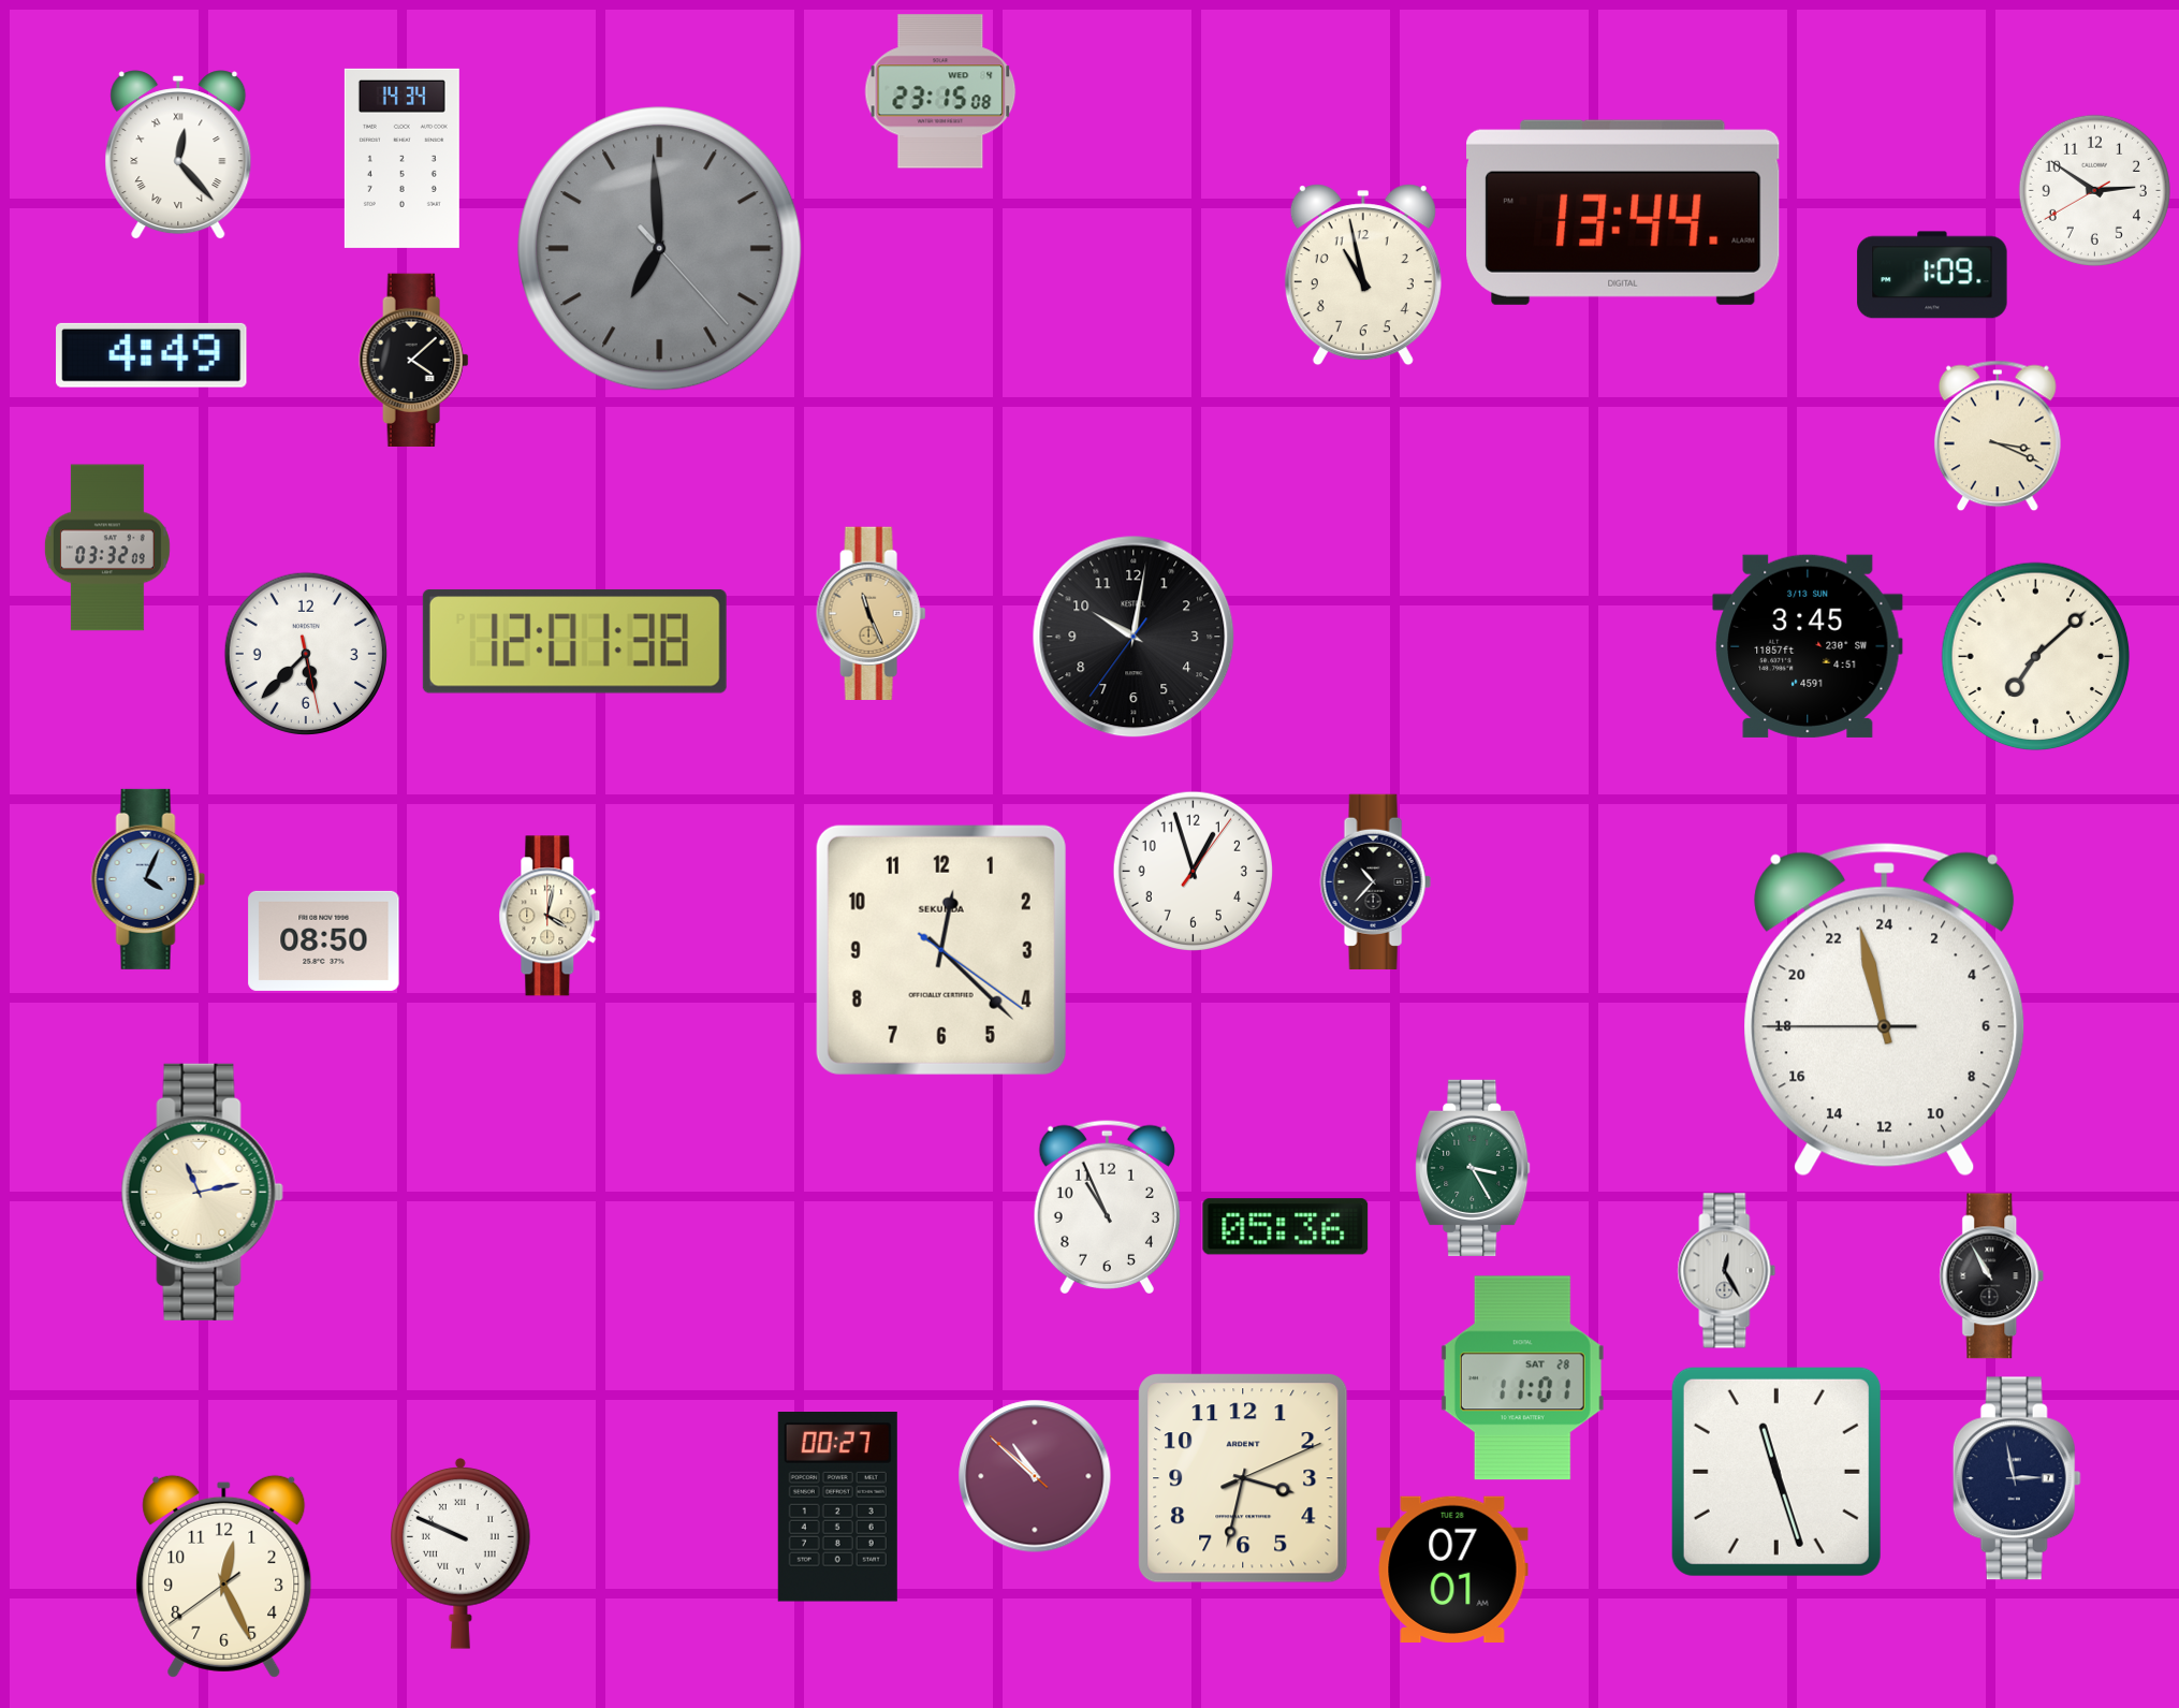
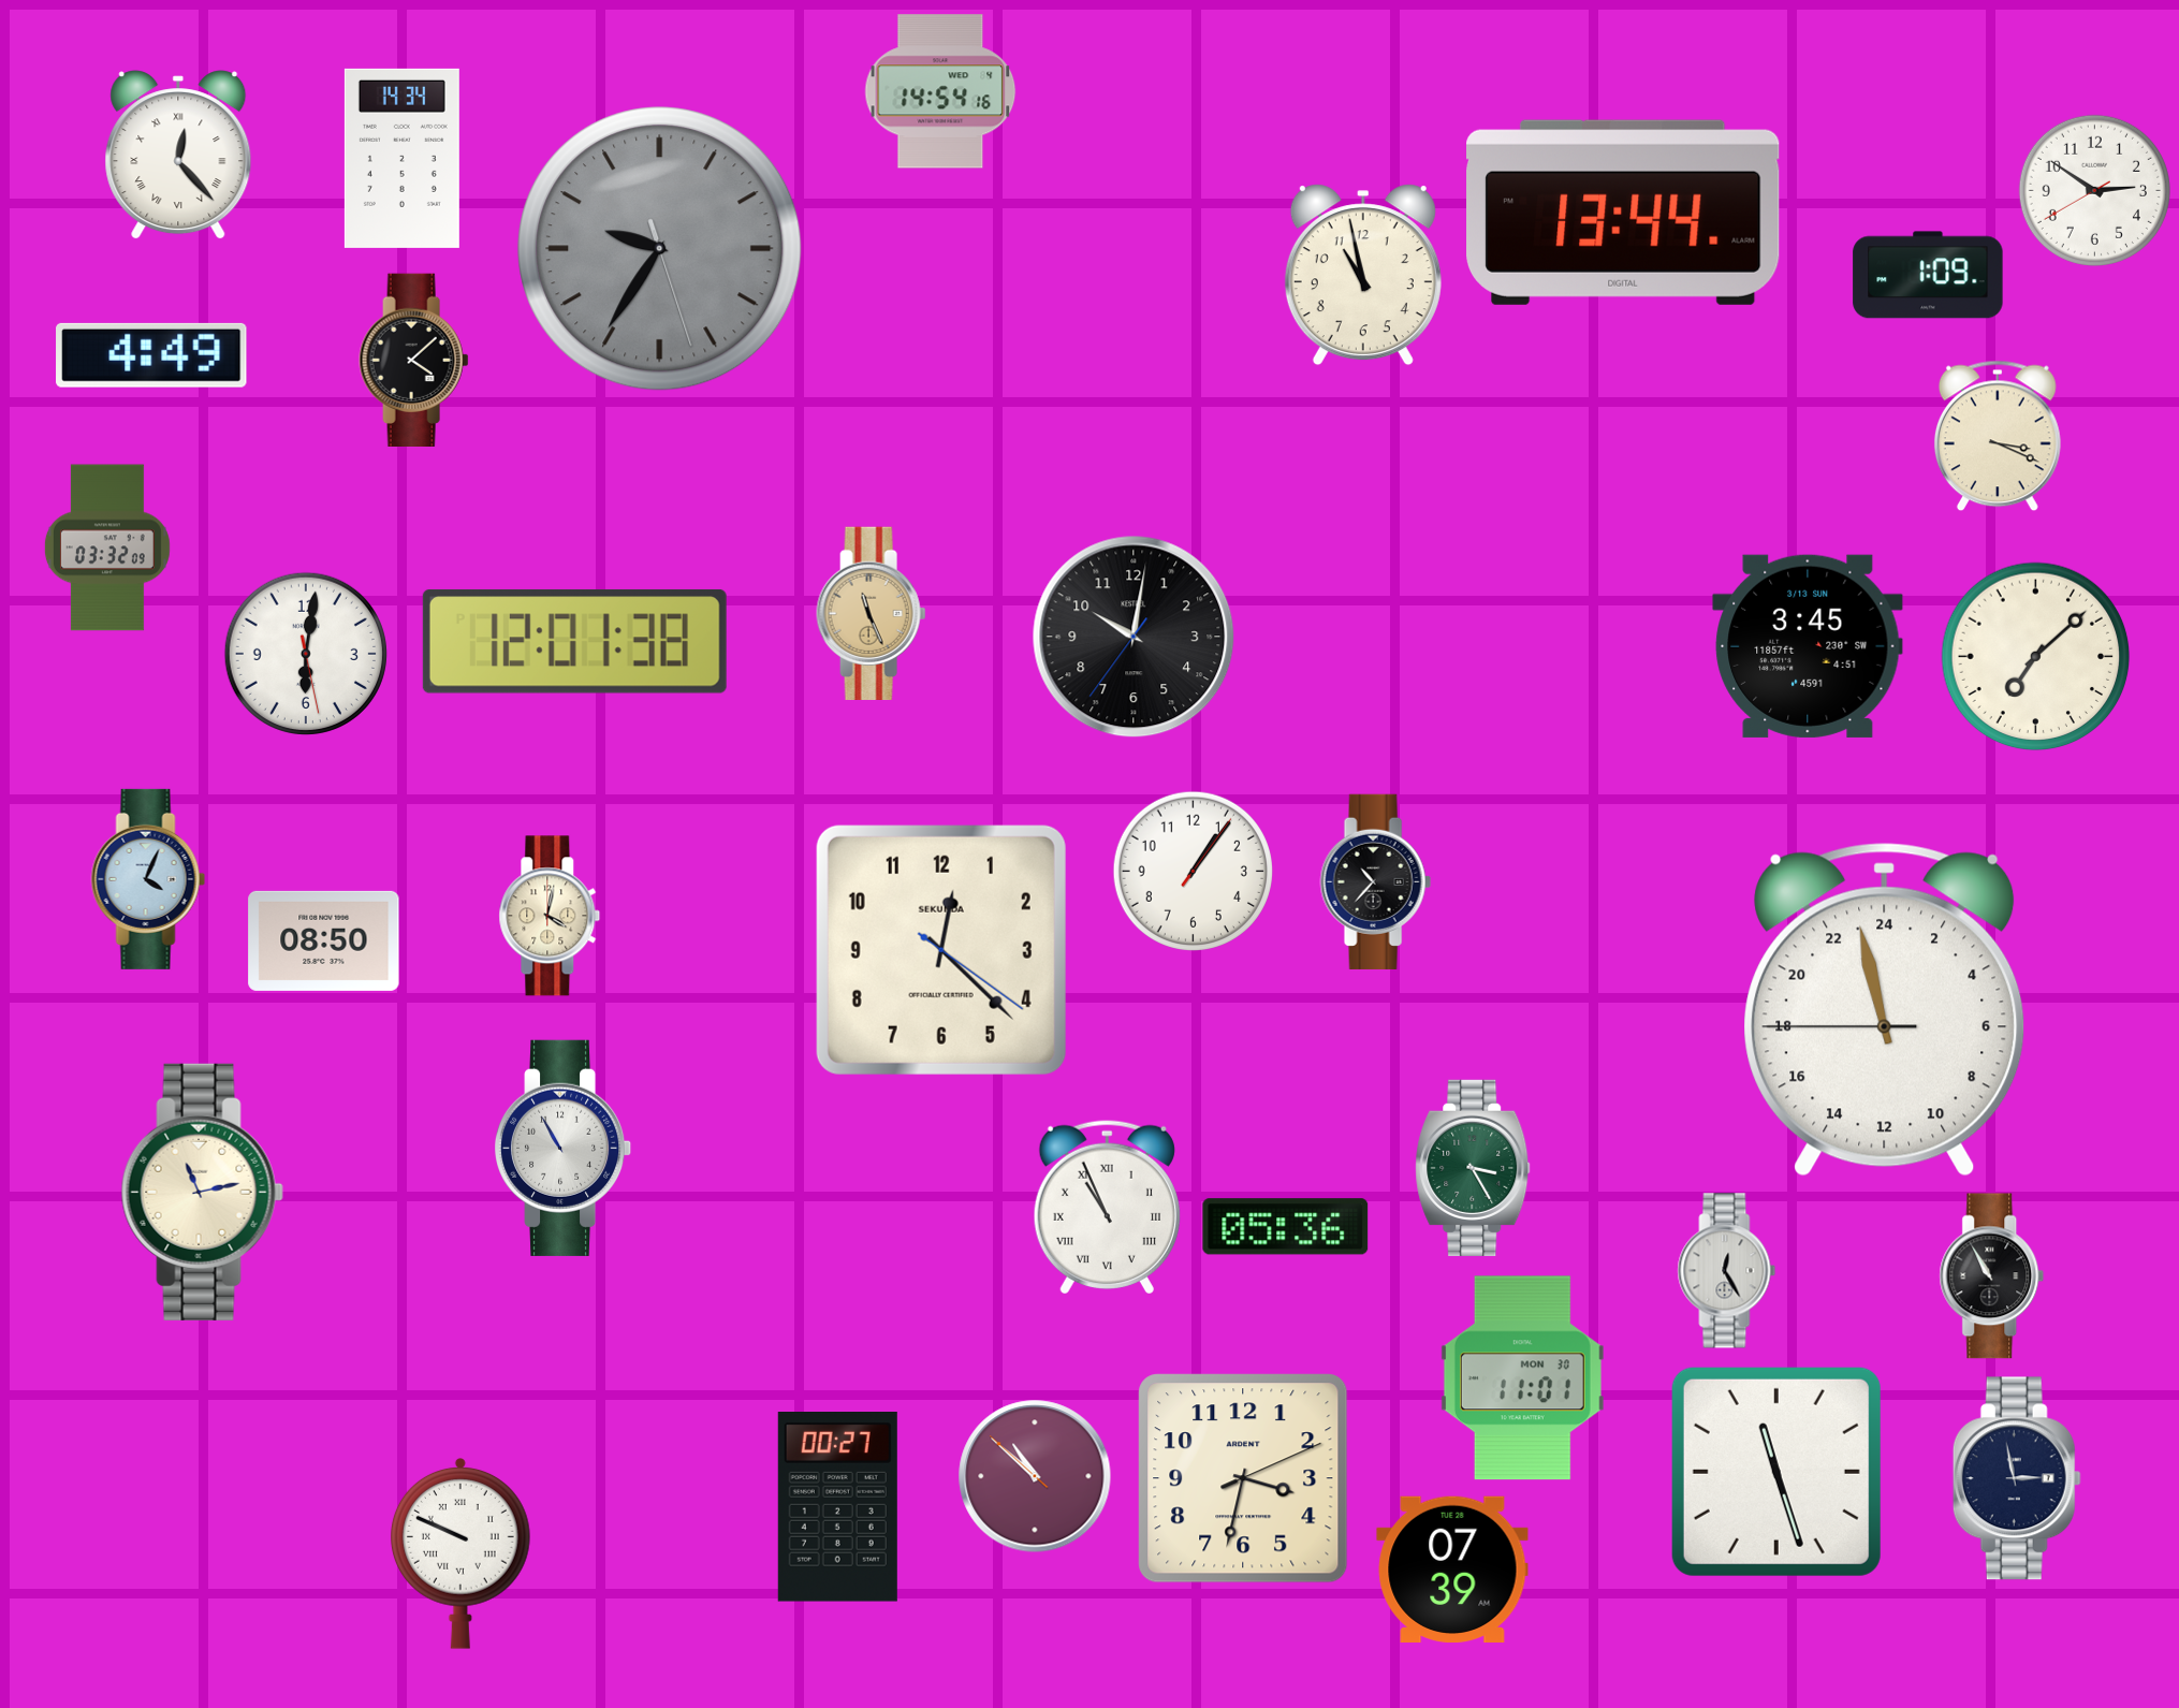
clock at (940, 91): 23:15 -> 14:54
clock at (660, 249): 6:59 -> 9:35
clock at (1932, 275) position: (1932, 275) -> (1928, 275)
clock at (306, 654): 5:37 -> 6:01
clock at (1193, 871): 12:57 -> 1:06
clock at (565, 1148): none -> 10:55
clock at (1107, 1207) numerals: Arabic -> Roman
clock at (1522, 1378) date: SAT 28 -> MON 30
clock at (1452, 1568): 07:01 -> 07:39
clock at (224, 1576): 12:25 -> none
